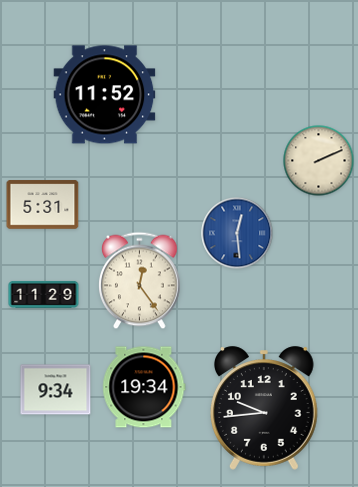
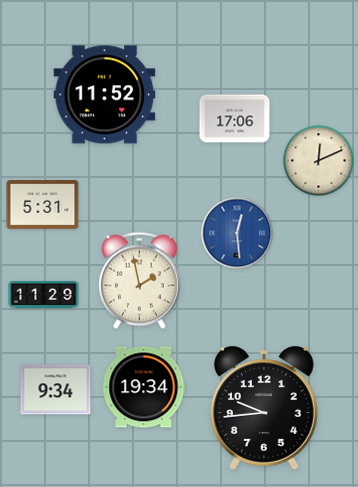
clock at (235, 119): none -> 17:06
clock at (319, 161): 2:11 -> 12:11
clock at (140, 281): 12:24 -> 1:58
